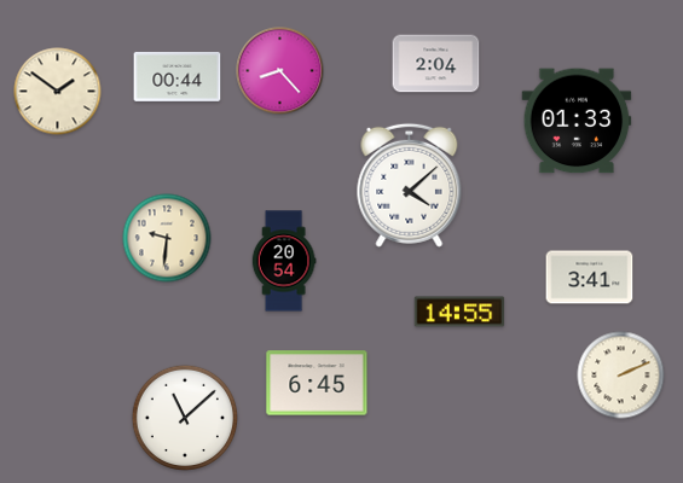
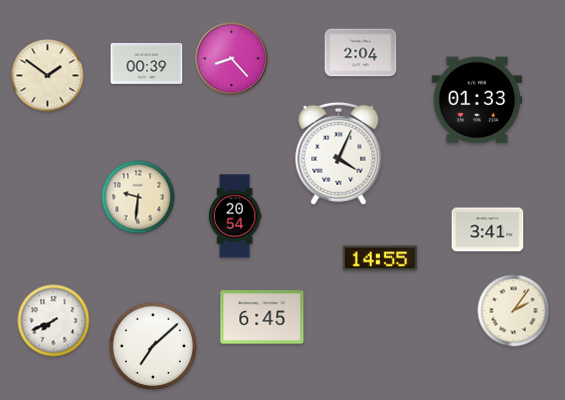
clock at (178, 77): 00:44 -> 00:39
clock at (410, 185): 4:08 -> 4:04
clock at (621, 376): 2:11 -> 2:06
clock at (54, 321): none -> 7:41
clock at (185, 418): 11:08 -> 7:08
